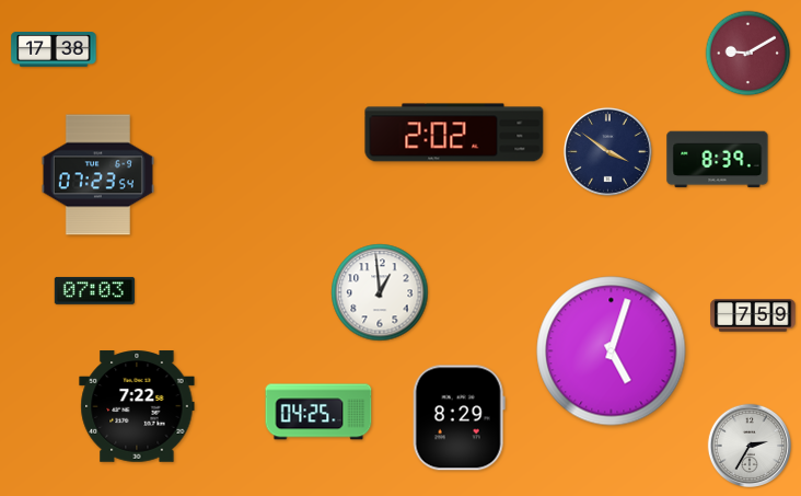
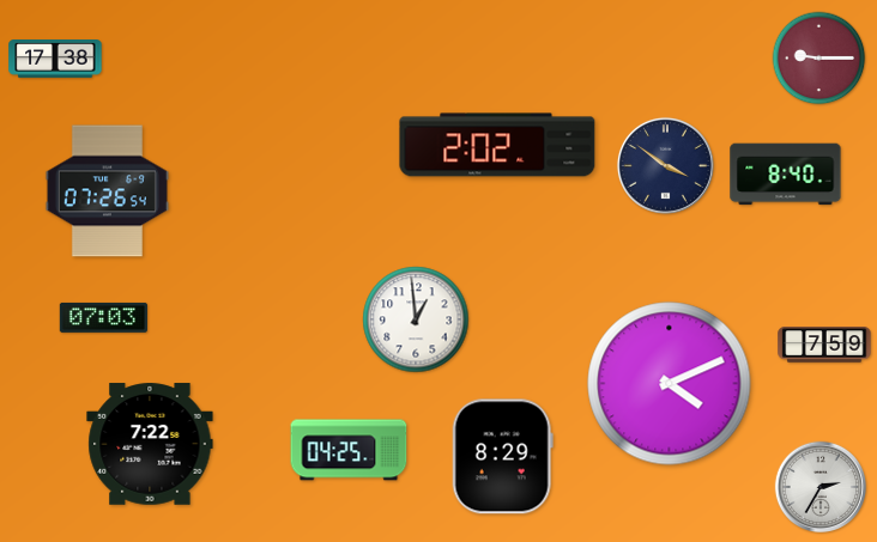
clock at (54, 50) position: (54, 50) -> (55, 60)
clock at (748, 54): 9:10 -> 9:15
clock at (718, 160): 8:39 -> 8:40
clock at (97, 175): 07:23 -> 07:26
clock at (612, 351): 5:03 -> 4:11
